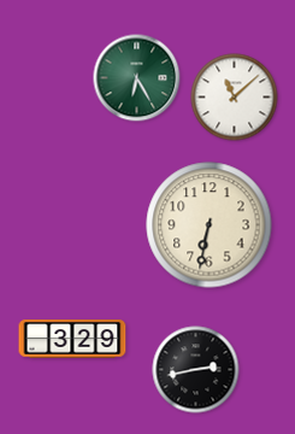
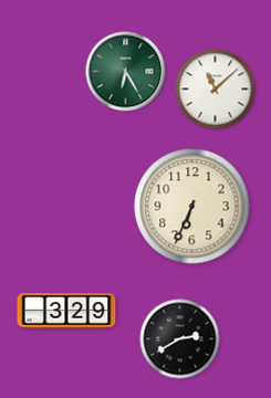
clock at (210, 225): 6:32 -> 6:34
clock at (196, 370): 2:43 -> 2:40
